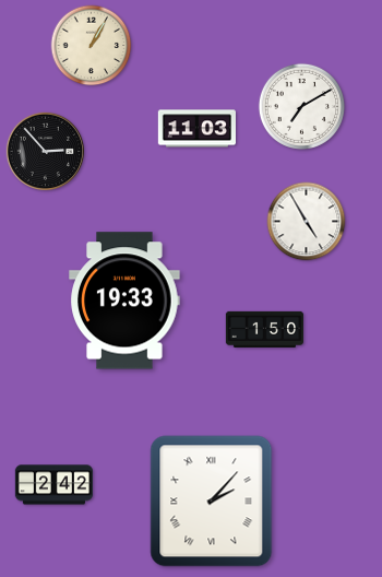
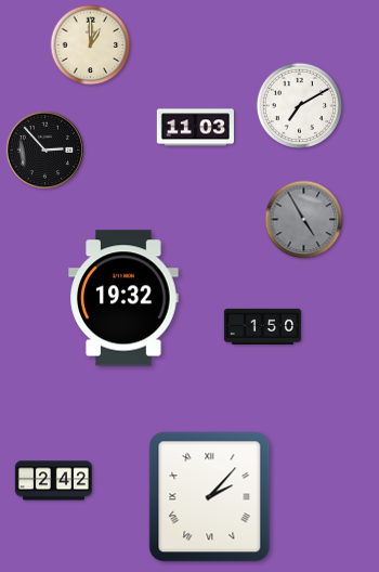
clock at (92, 46): 1:05 -> 1:00
clock at (307, 222) dial: white -> grey
clock at (124, 301): 19:33 -> 19:32
